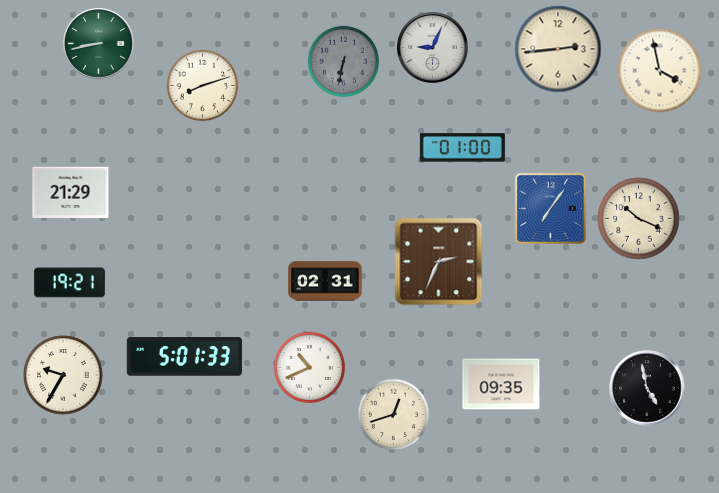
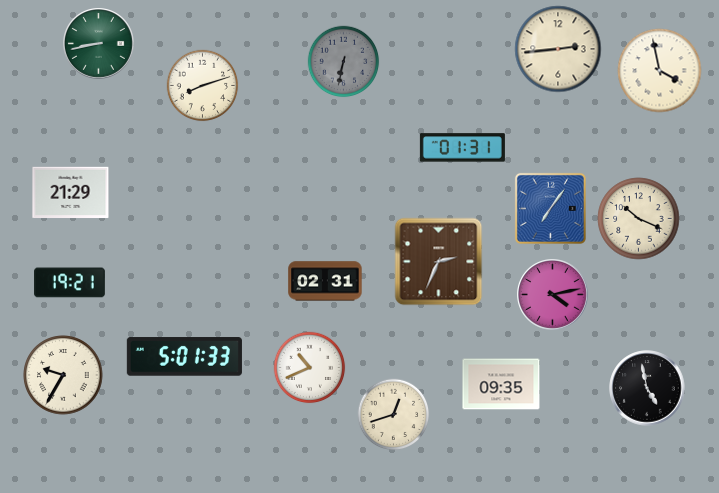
clock at (433, 48): 9:04 -> none
clock at (462, 148): 01:00 -> 01:31
clock at (553, 295): none -> 4:13
